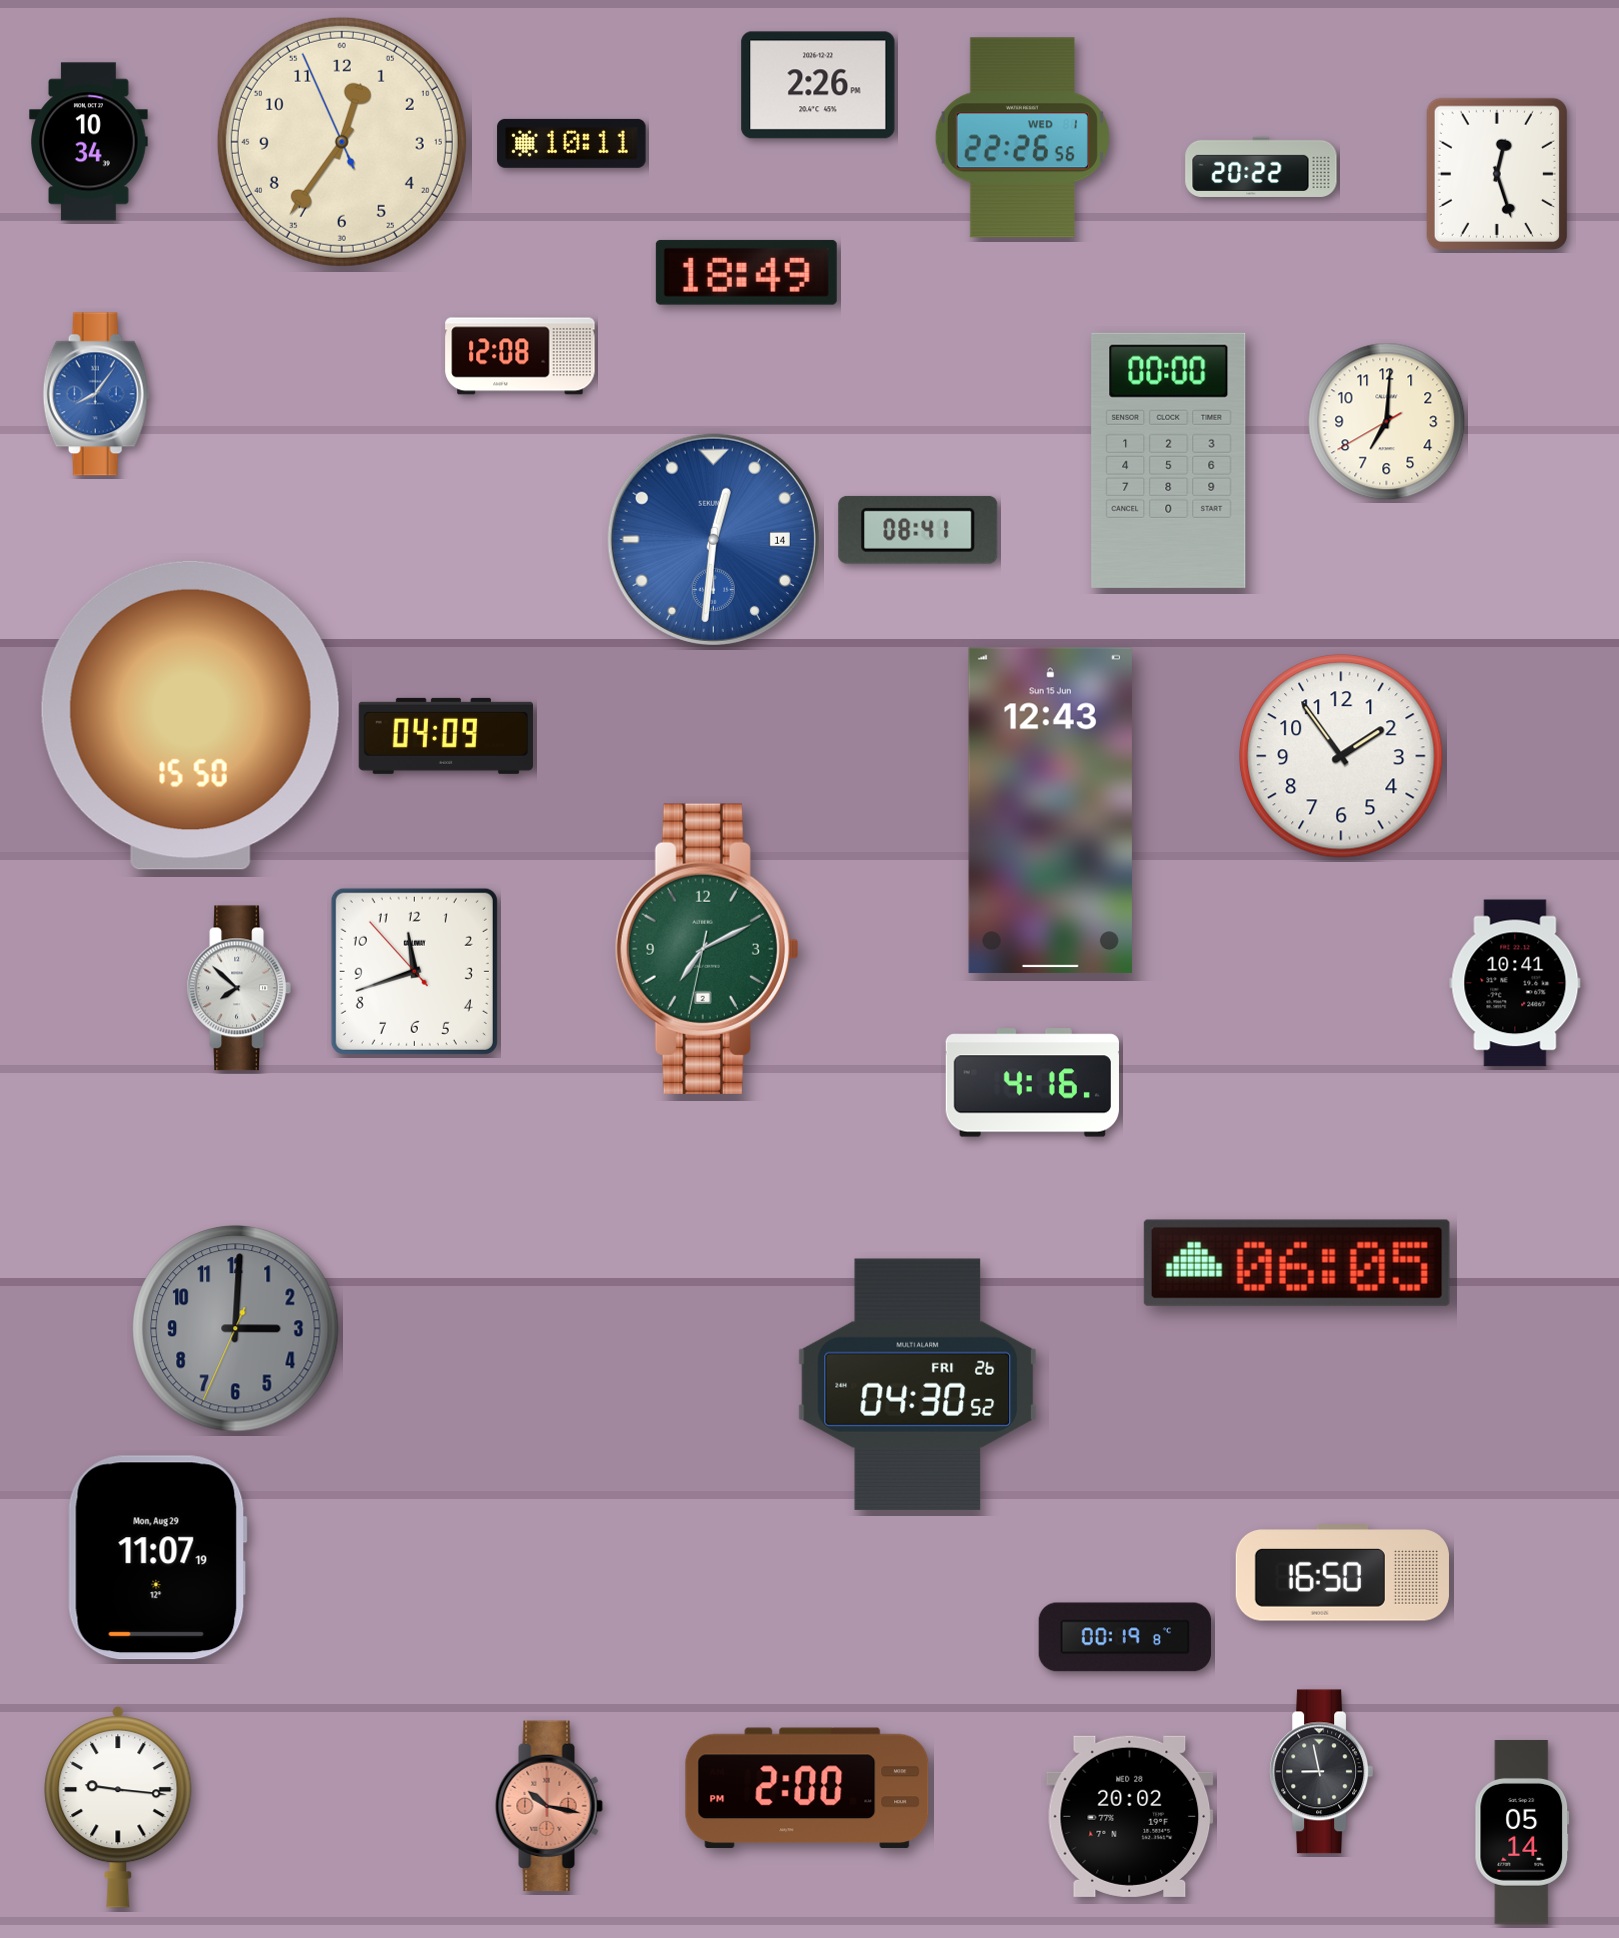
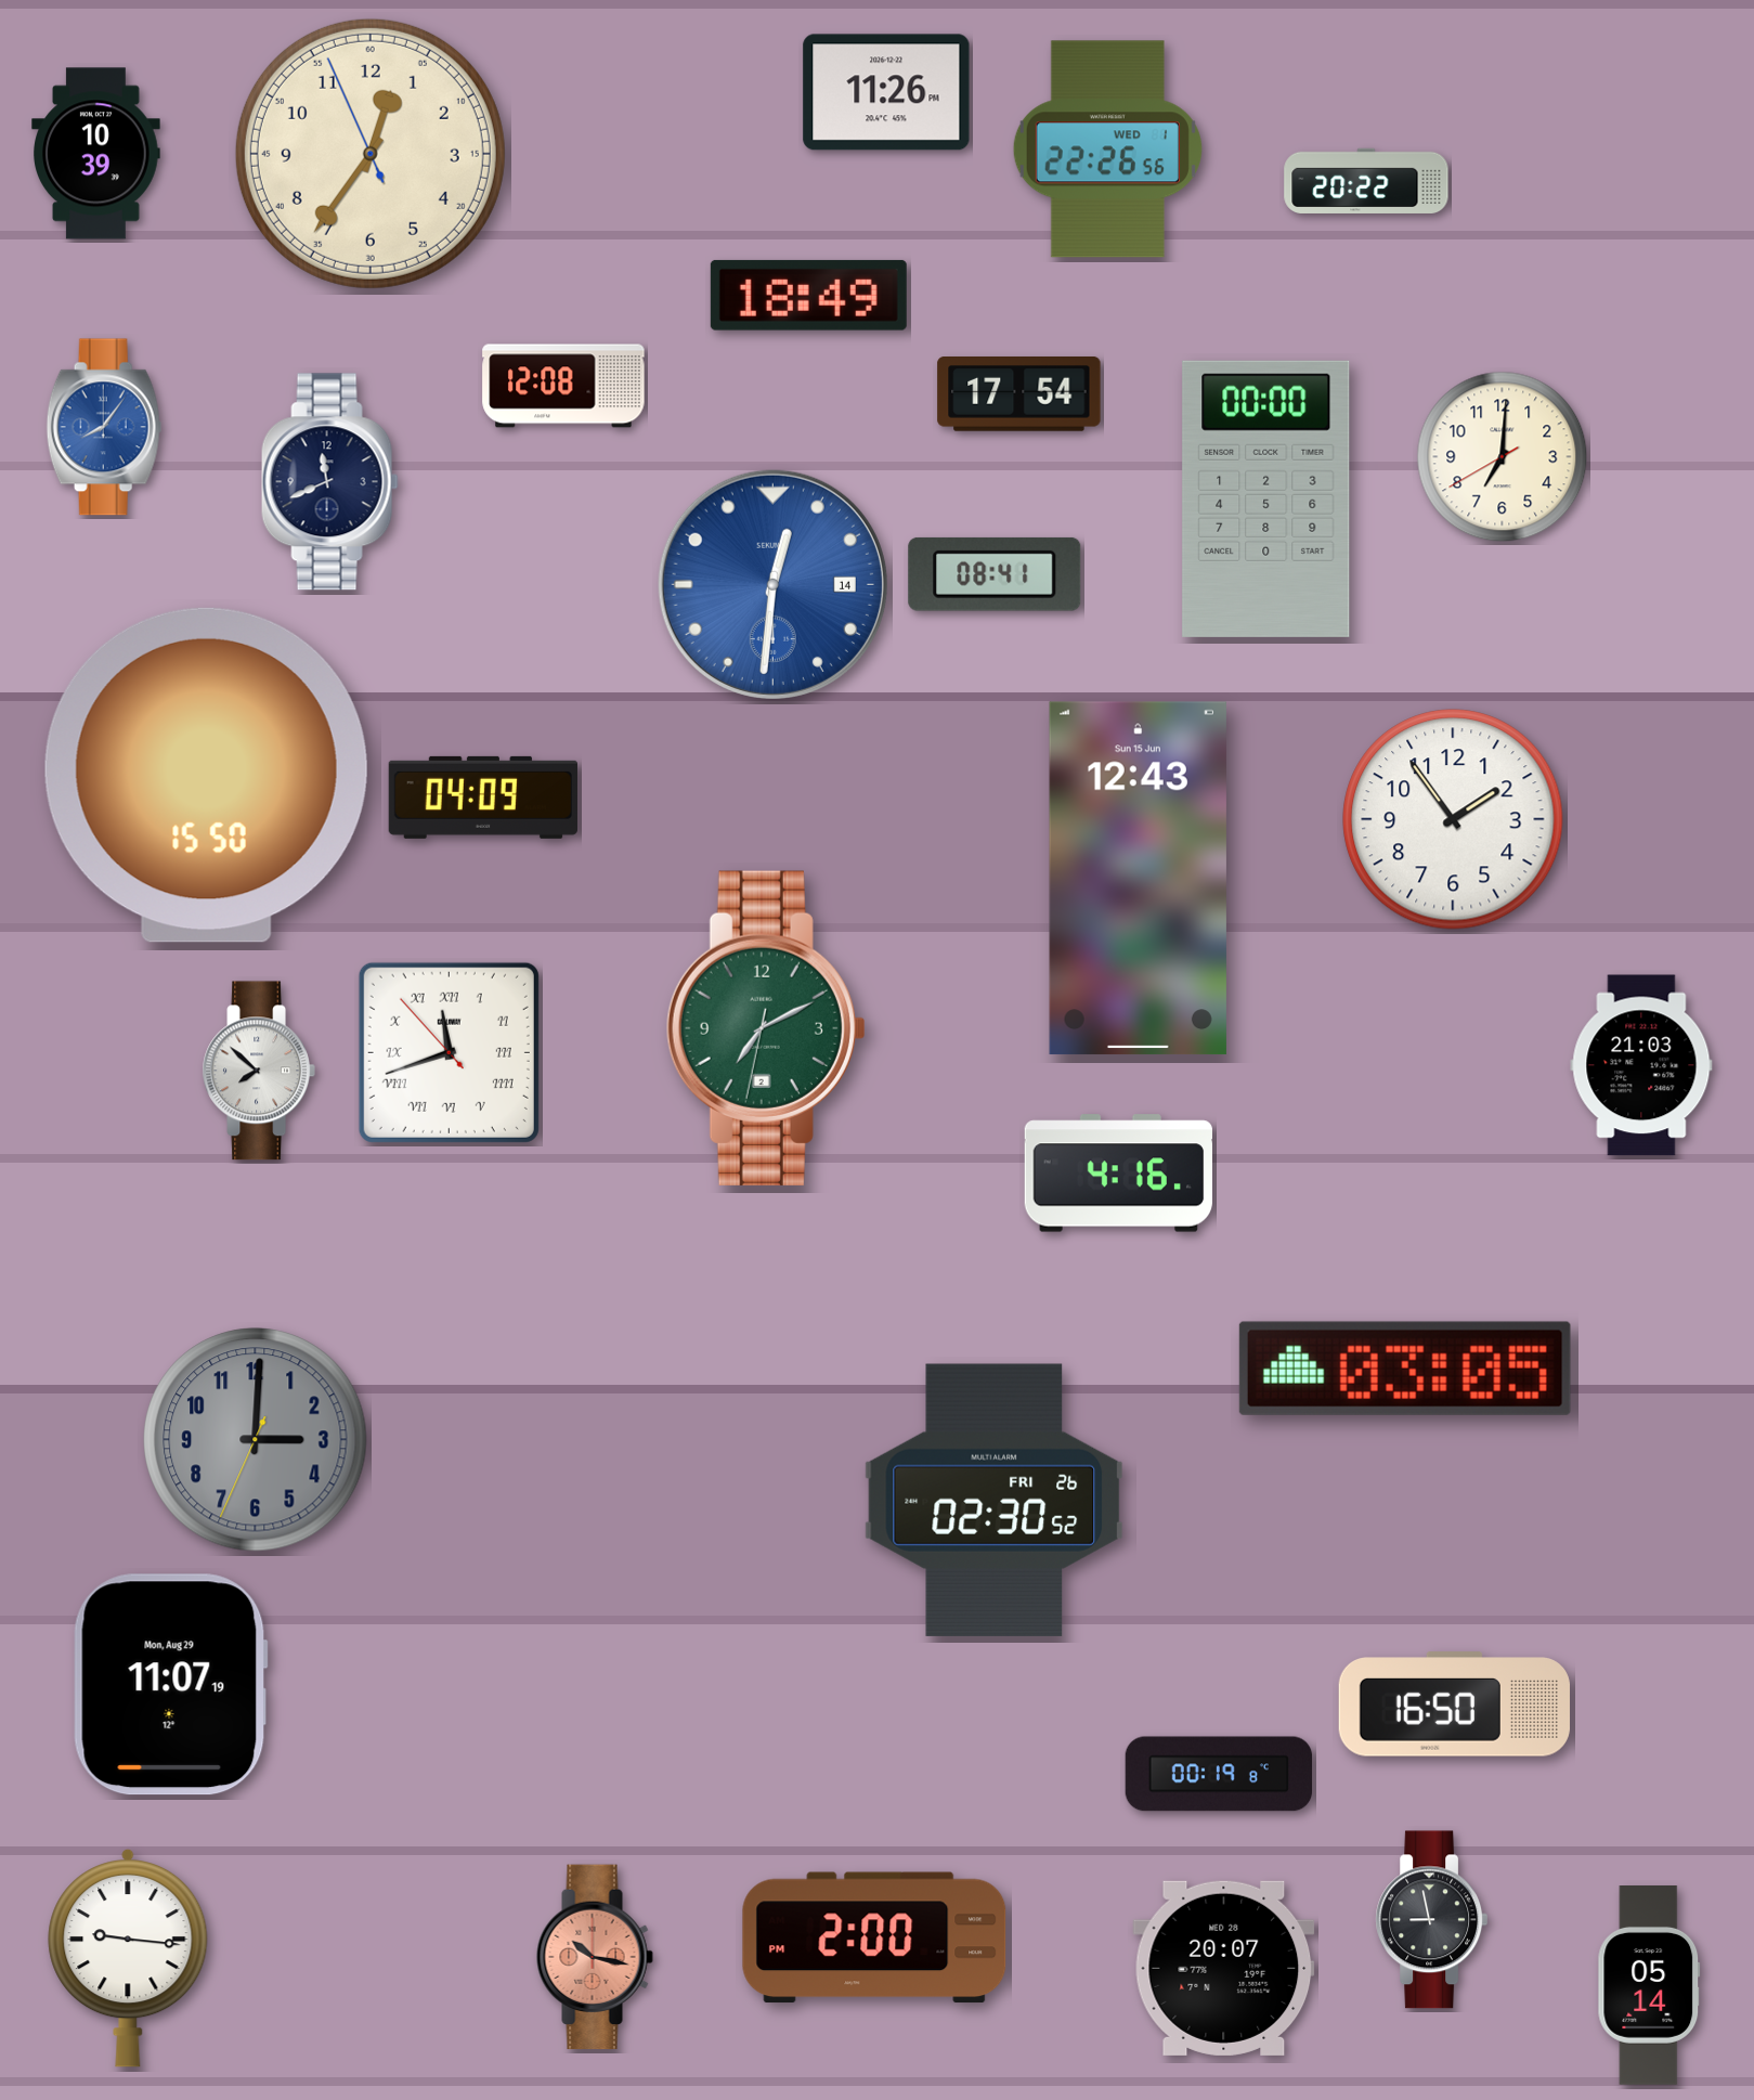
clock at (818, 85): 2:26 -> 11:26
clock at (89, 142): 10:34 -> 10:39
clock at (572, 143): 10:11 -> none
clock at (1497, 174): 12:27 -> none
clock at (1019, 394): none -> 17:54
clock at (329, 482): none -> 11:41
clock at (414, 971) numerals: Arabic -> Roman
clock at (1515, 983): 10:41 -> 21:03
clock at (1297, 1263): 06:05 -> 03:05
clock at (918, 1384): 04:30 -> 02:30
clock at (157, 1558) position: (157, 1558) -> (170, 1685)
clock at (1130, 1816): 20:02 -> 20:07
